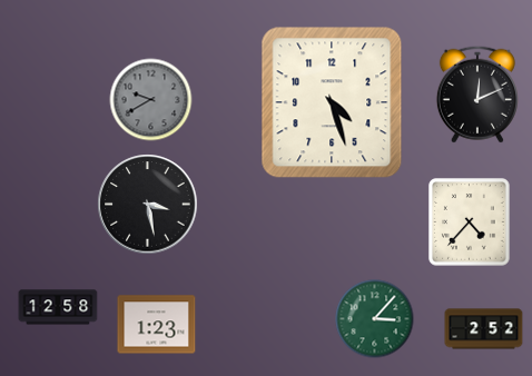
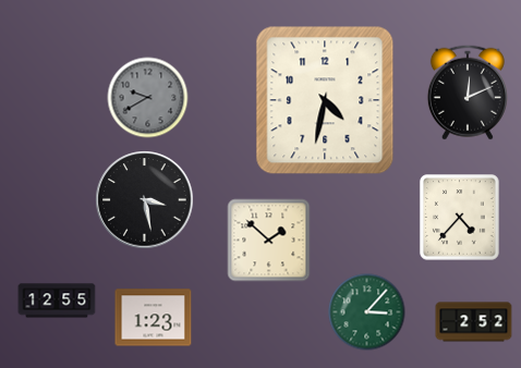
clock at (332, 102): 4:27 -> 4:32
clock at (269, 241): none -> 1:52
clock at (58, 307): 12:58 -> 12:55
